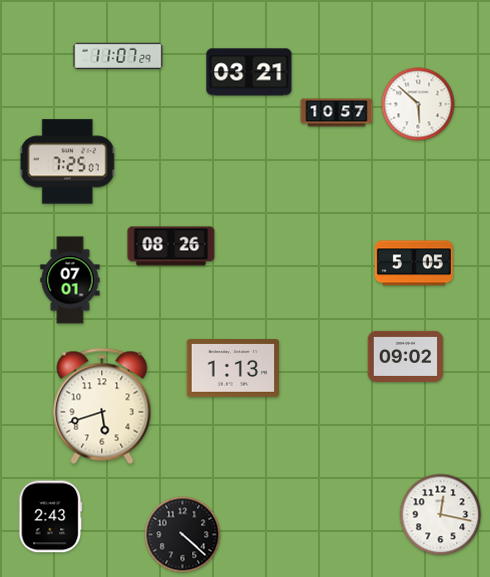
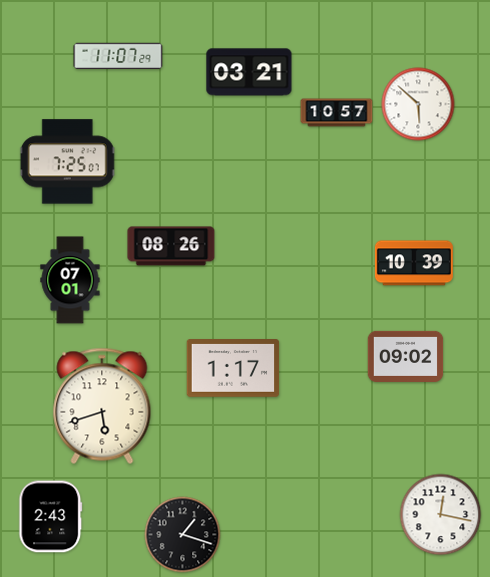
clock at (414, 263): 5:05 -> 10:39
clock at (233, 369): 1:13 -> 1:17
clock at (183, 535): 4:22 -> 1:18
